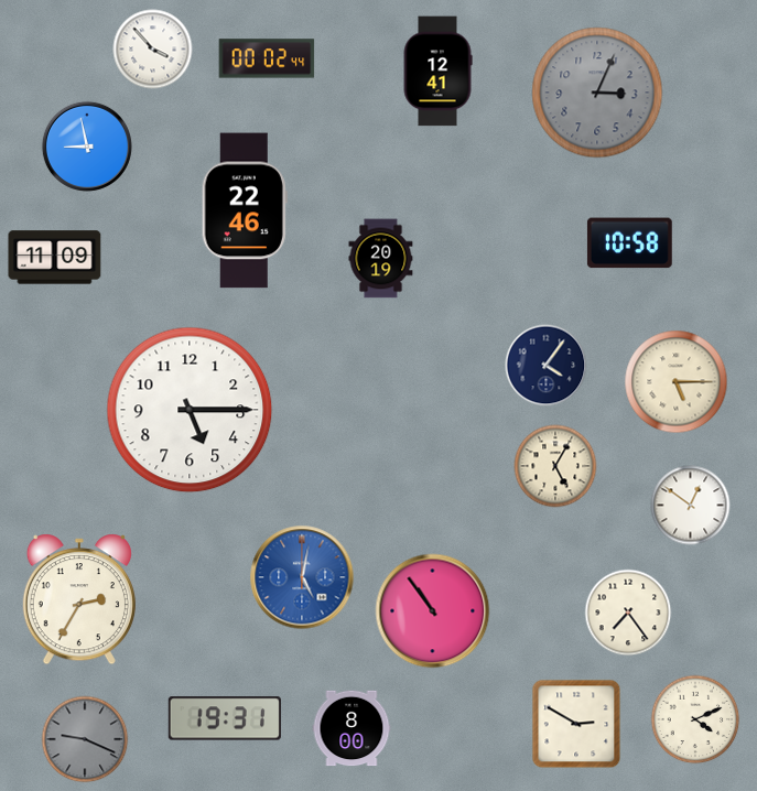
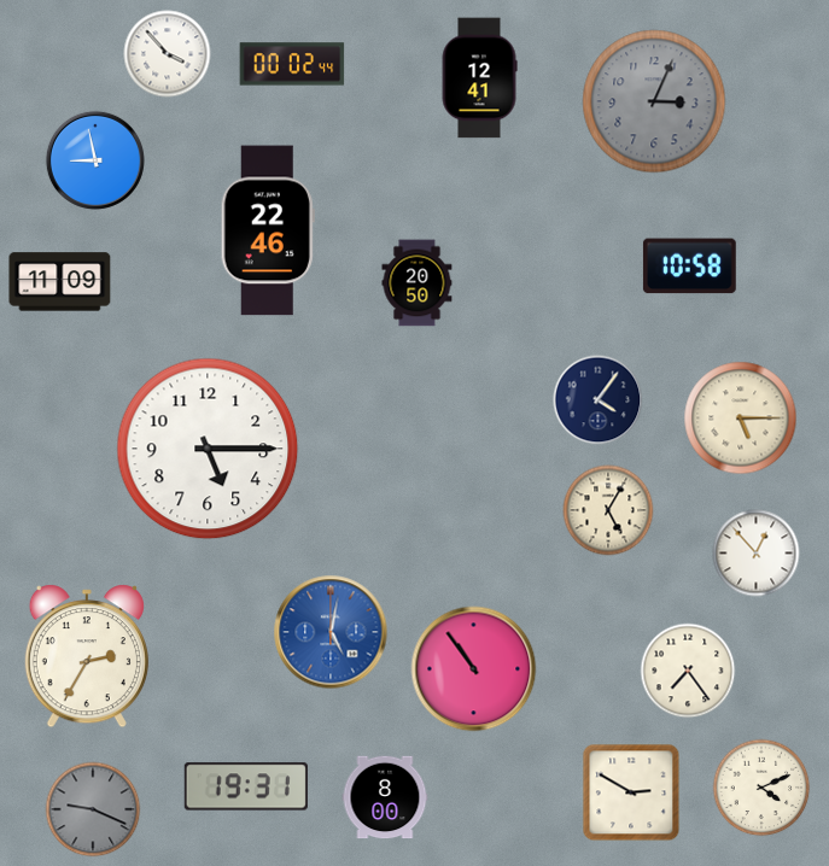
clock at (381, 259): 20:19 -> 20:50
clock at (691, 506): 12:51 -> 12:53
